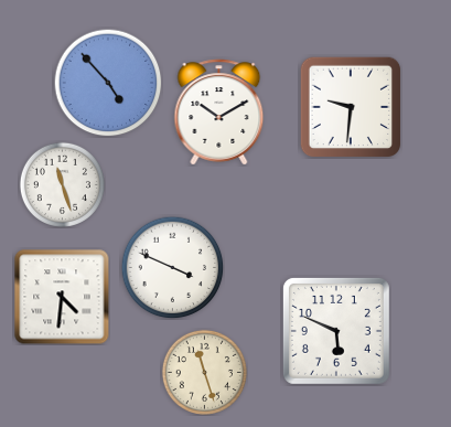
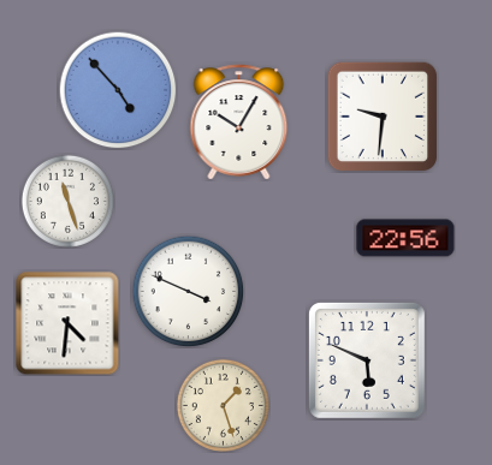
clock at (219, 113): 10:10 -> 10:05
clock at (405, 238): none -> 22:56
clock at (204, 372): 11:27 -> 1:27
